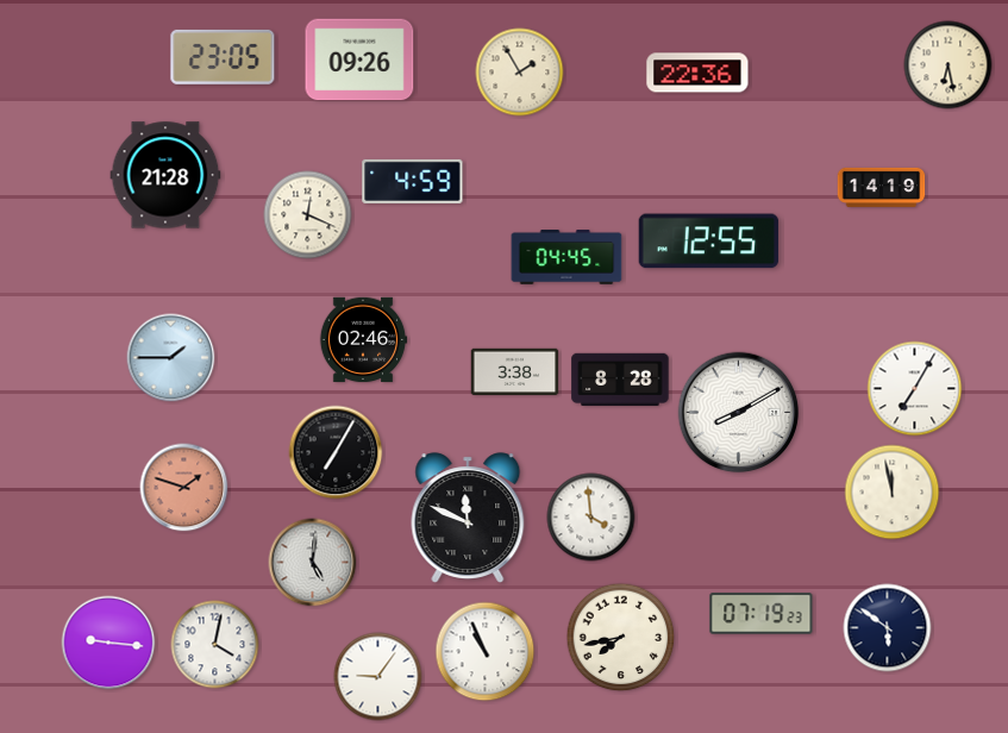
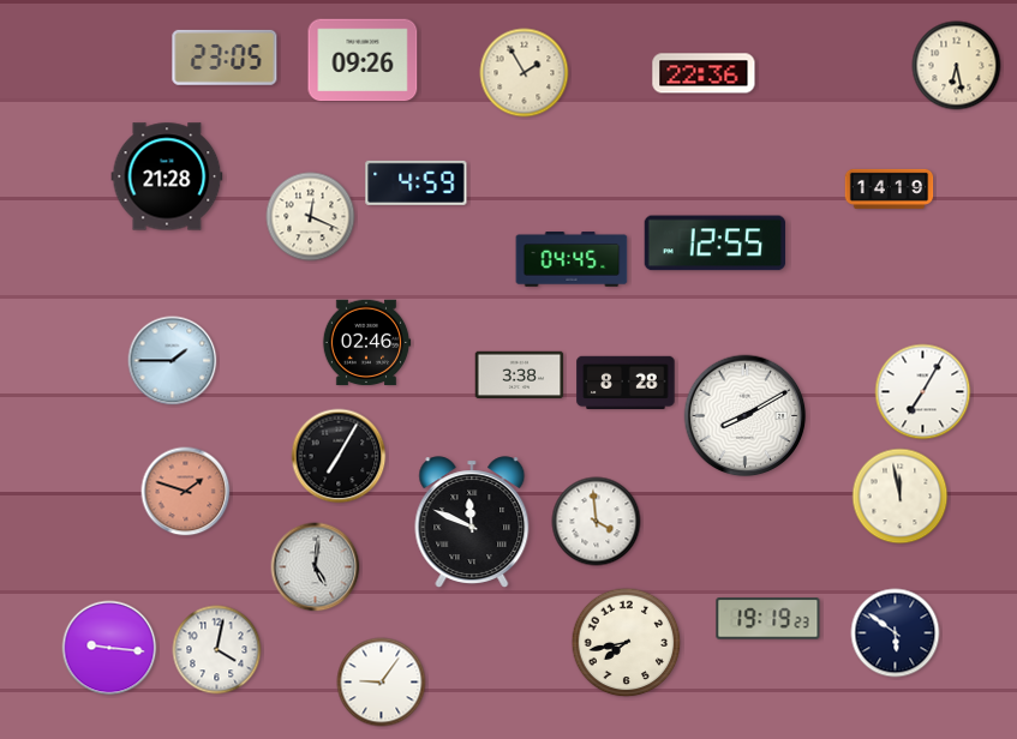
clock at (762, 614): 07:19 -> 19:19
clock at (486, 652): 10:56 -> none
